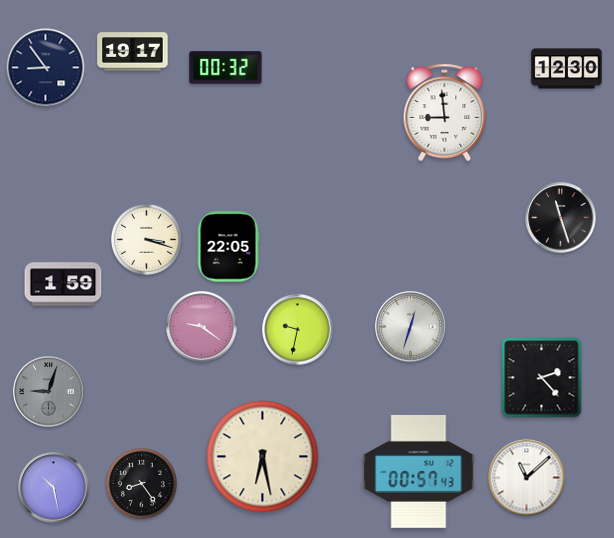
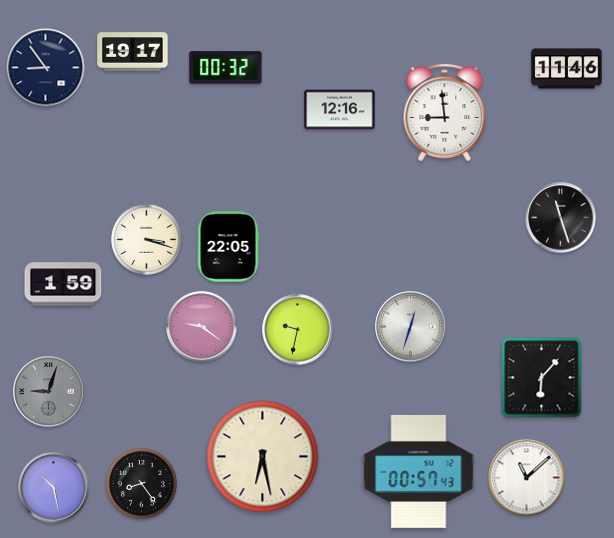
clock at (567, 69): 12:30 -> 11:46
clock at (340, 110): none -> 12:16
clock at (542, 378): 2:23 -> 6:07
